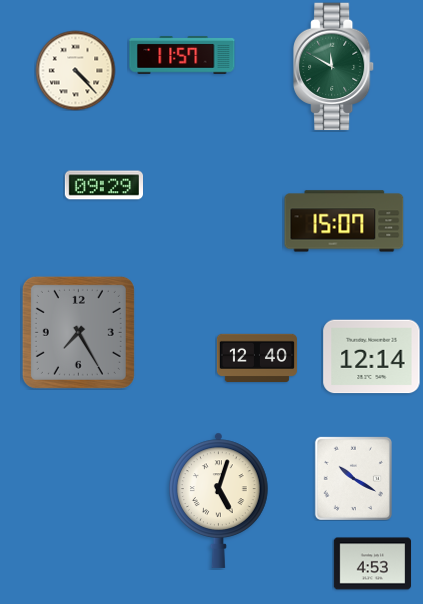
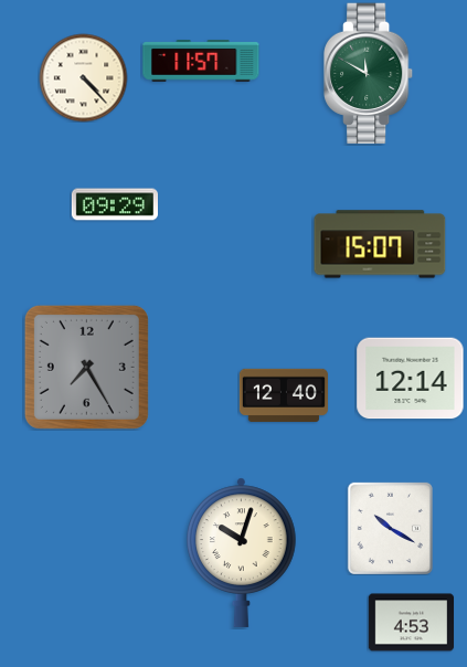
clock at (372, 357) position: (372, 357) -> (411, 379)
clock at (219, 500): 5:03 -> 10:03
